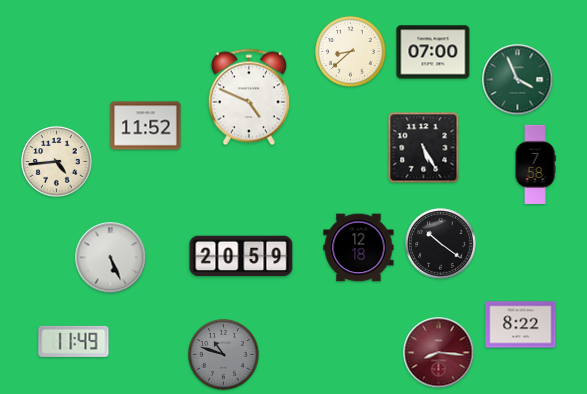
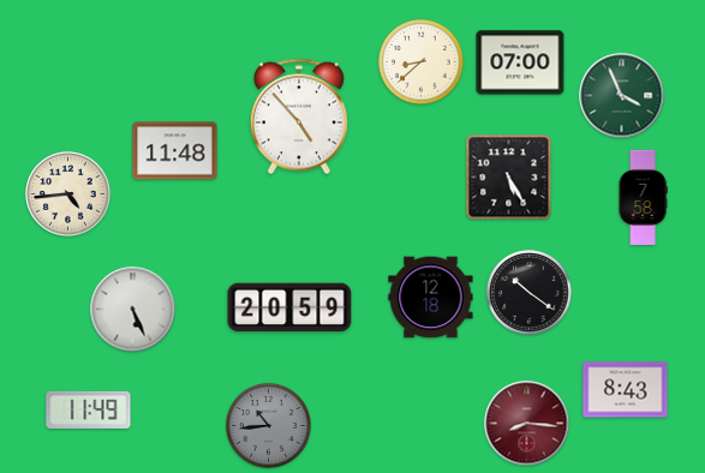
clock at (249, 97): 4:49 -> 4:53
clock at (146, 126): 11:52 -> 11:48
clock at (521, 325): 8:22 -> 8:43
clock at (224, 355): 10:48 -> 10:44
